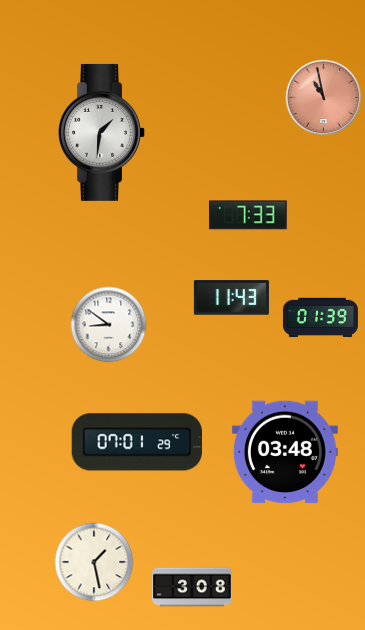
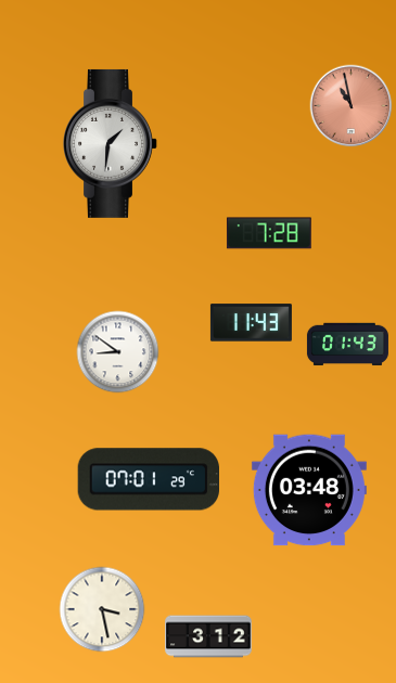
clock at (248, 215): 7:33 -> 7:28
clock at (320, 318): 01:39 -> 01:43
clock at (94, 562): 1:28 -> 3:28
clock at (192, 587): 3:08 -> 3:12
